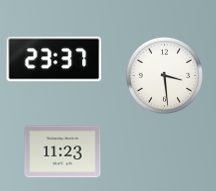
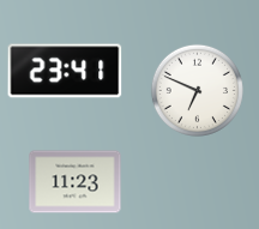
clock at (54, 59): 23:37 -> 23:41
clock at (164, 75): 3:29 -> 6:49
